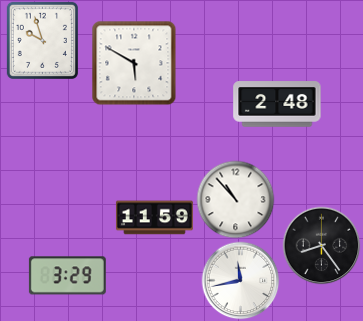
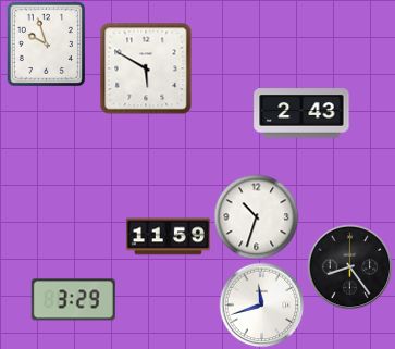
clock at (277, 104): 2:48 -> 2:43
clock at (235, 199): 10:53 -> 10:33
clock at (240, 280): 11:43 -> 11:42
